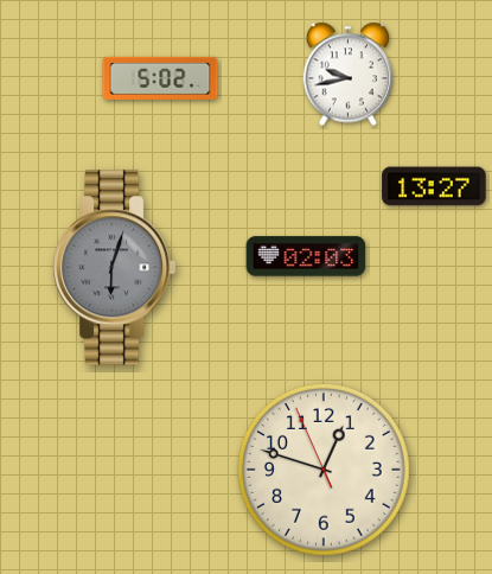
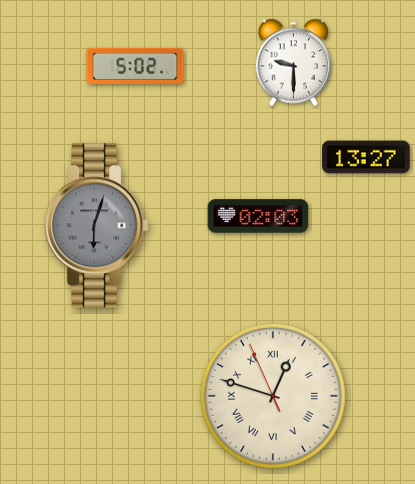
clock at (349, 75): 9:43 -> 9:30
clock at (324, 470) numerals: Arabic -> Roman
